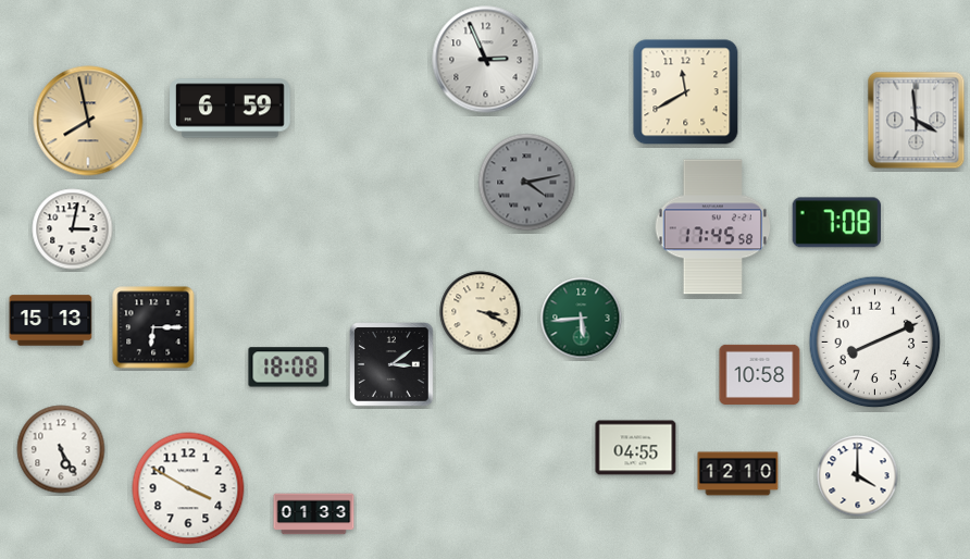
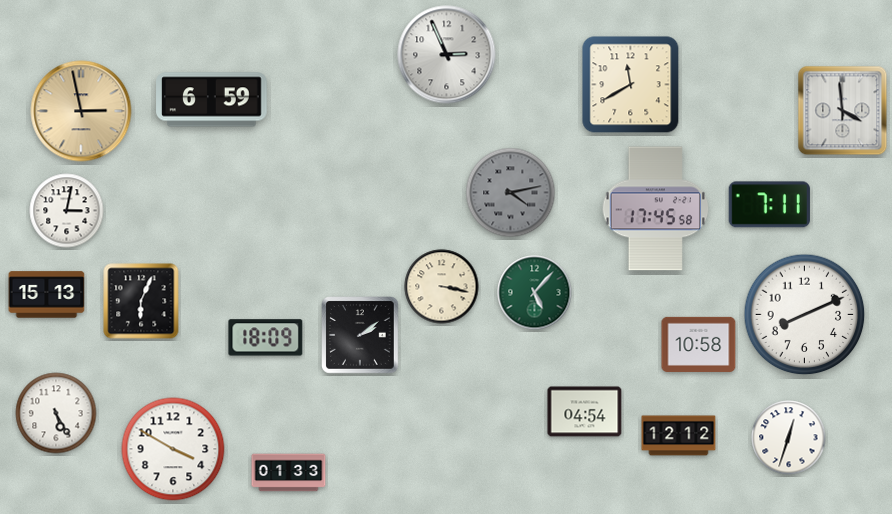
clock at (88, 121): 7:58 -> 2:58
clock at (527, 183) position: (527, 183) -> (511, 193)
clock at (836, 223): 7:08 -> 7:11
clock at (481, 312): 3:19 -> 3:17
clock at (582, 319): 5:44 -> 5:07
clock at (153, 327): 6:15 -> 6:04
clock at (393, 365): 3:09 -> 2:09
clock at (289, 368): 18:08 -> 18:09
clock at (636, 448): 04:55 -> 04:54
clock at (738, 474): 12:10 -> 12:12
clock at (858, 476): 4:00 -> 12:33
